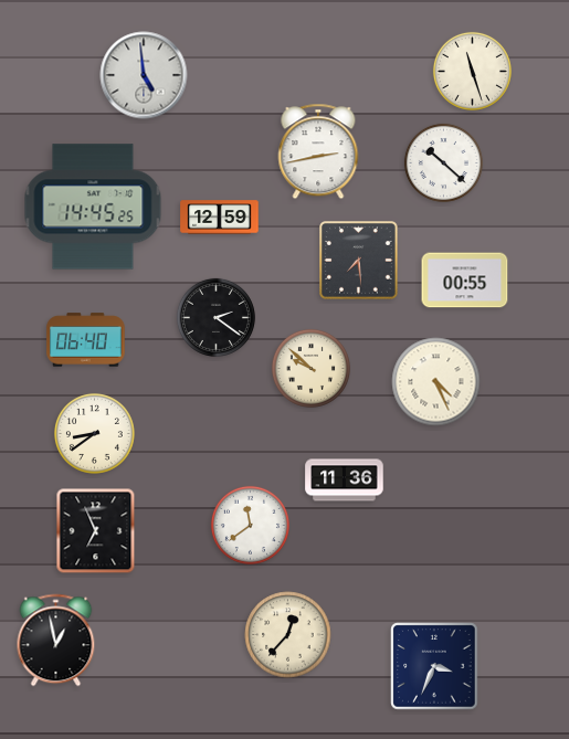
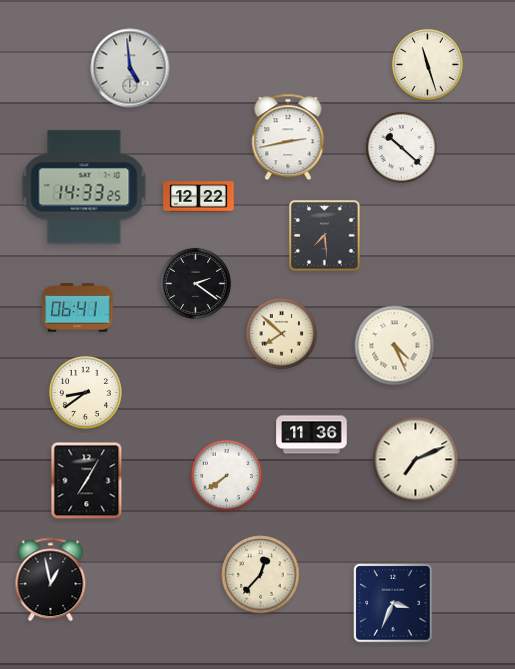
clock at (93, 207): 14:45 -> 14:33
clock at (220, 218): 12:59 -> 12:22
clock at (465, 281): 00:55 -> none
clock at (215, 317) position: (215, 317) -> (195, 283)
clock at (86, 340): 06:40 -> 06:41
clock at (310, 368): 9:52 -> 7:52
clock at (416, 460): none -> 7:11
clock at (250, 525): 11:39 -> 7:39
clock at (96, 531): 6:56 -> 7:05
